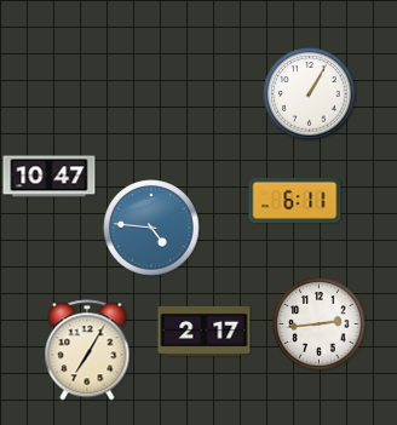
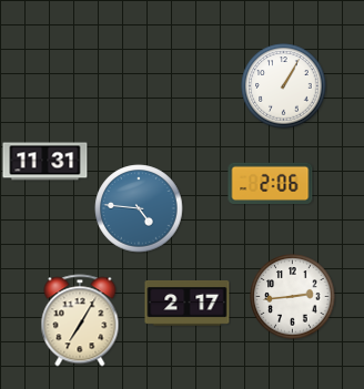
clock at (50, 177): 10:47 -> 11:31
clock at (295, 200): 6:11 -> 2:06
